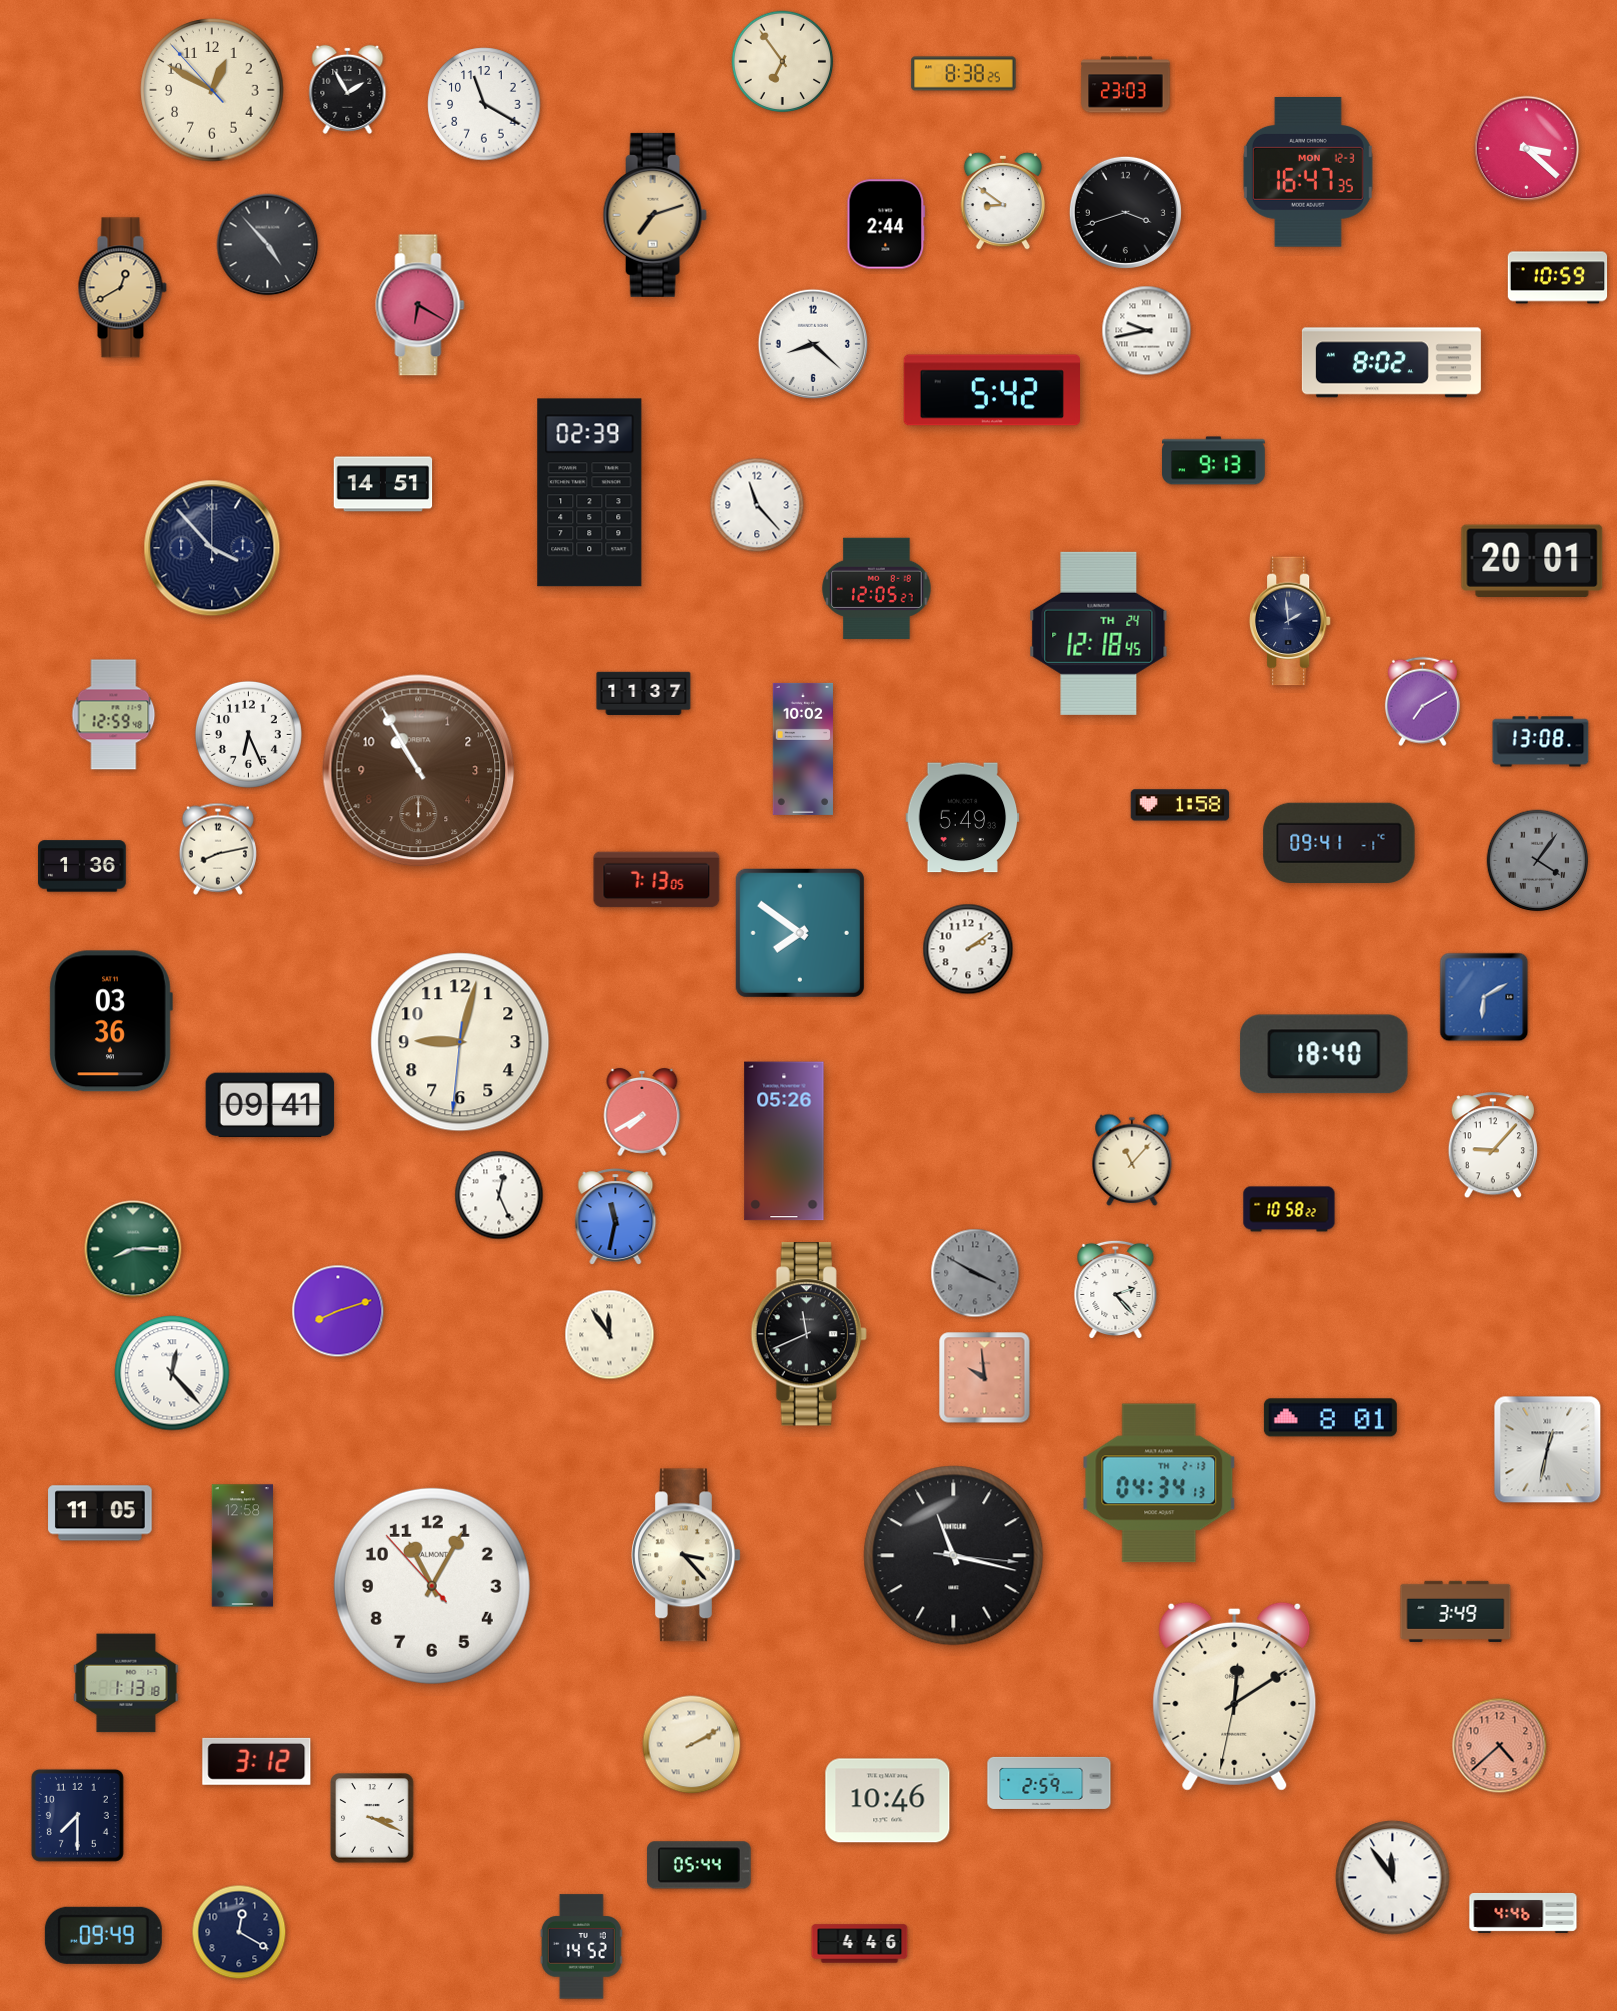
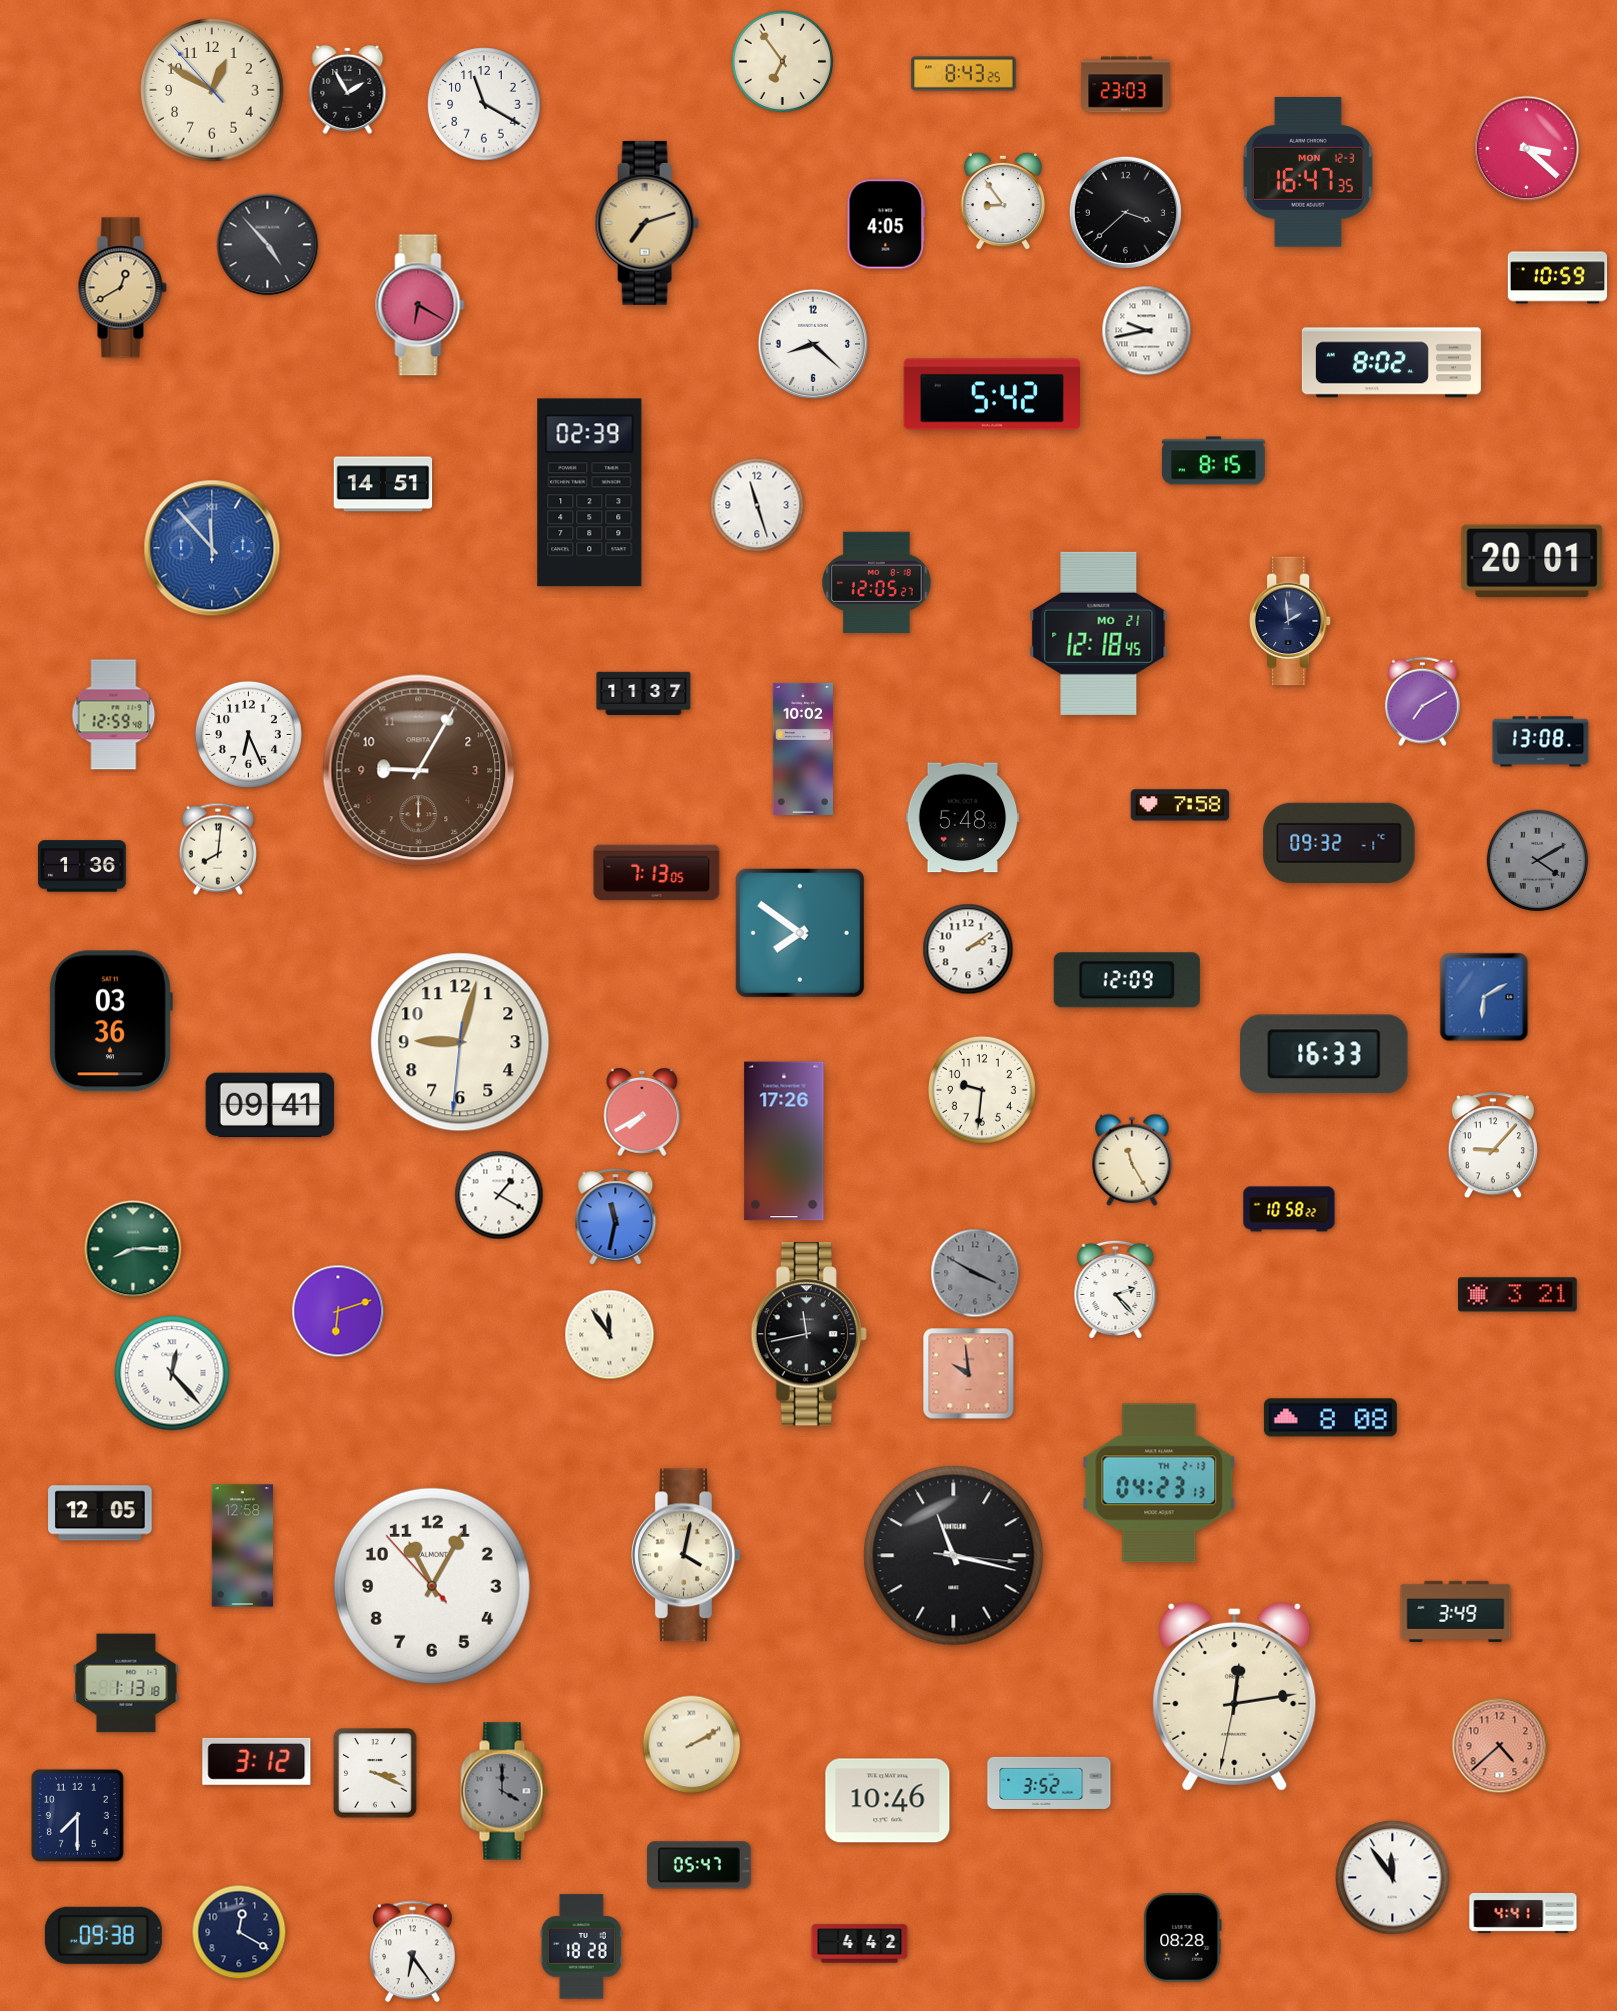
clock at (964, 74): 8:38 -> 8:43
clock at (1003, 201): 8:51 -> 8:54
clock at (1125, 212): 3:42 -> 3:38
clock at (655, 215) position: (655, 215) -> (647, 223)
clock at (886, 224): 2:44 -> 4:05
clock at (991, 390) position: (991, 390) -> (991, 394)
clock at (1214, 461): 9:13 -> 8:15
clock at (757, 505): 11:23 -> 11:27
clock at (212, 548): 3:53 -> 11:53
clock at (212, 548) dial: navy -> blue
clock at (877, 588) position: (877, 588) -> (877, 582)
clock at (1099, 633) date: TH 24 -> MO 21
clock at (419, 771): 10:55 -> 9:05
clock at (1180, 805): 1:58 -> 7:58
clock at (963, 818): 5:49 -> 5:48
clock at (1339, 842): 09:41 -> 09:32
clock at (218, 849): 8:13 -> 8:01
clock at (1538, 861): 4:06 -> 4:10
clock at (657, 880) position: (657, 880) -> (657, 873)
clock at (1127, 980): none -> 12:09
clock at (1324, 1054): 18:40 -> 16:33
clock at (982, 1090): none -> 9:31
clock at (784, 1141): 05:26 -> 17:26
clock at (1132, 1160): 11:07 -> 11:25
clock at (499, 1195): 12:26 -> 1:20
clock at (1518, 1295): none -> 3:21
clock at (338, 1311): 8:12 -> 6:12
clock at (809, 1334): 11:41 -> 11:43
clock at (985, 1378) position: (985, 1378) -> (969, 1374)
clock at (1330, 1418): 8:01 -> 8:08
clock at (1548, 1450): 12:32 -> none
clock at (1159, 1483): 04:34 -> 04:23
clock at (100, 1513): 11:05 -> 12:05
clock at (686, 1555): 3:23 -> 4:02
clock at (1235, 1696): 12:09 -> 12:13
clock at (1049, 1783): 2:59 -> 3:52
clock at (504, 1791): none -> 4:00
clock at (372, 1818) position: (372, 1818) -> (375, 1773)
clock at (699, 1865): 05:44 -> 05:47
clock at (1523, 1913): 4:46 -> 4:41
clock at (103, 1935): 09:49 -> 09:38
clock at (1182, 1938): none -> 08:28
clock at (860, 1944): 4:46 -> 4:42
clock at (581, 1947): 14:52 -> 18:28
clock at (413, 1952): none -> 6:24
